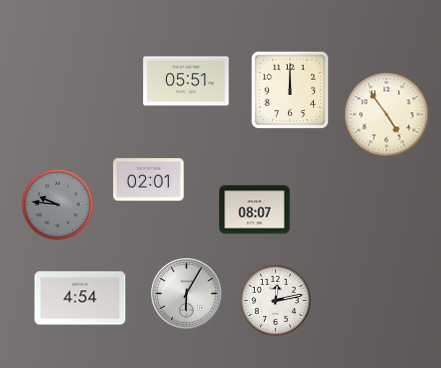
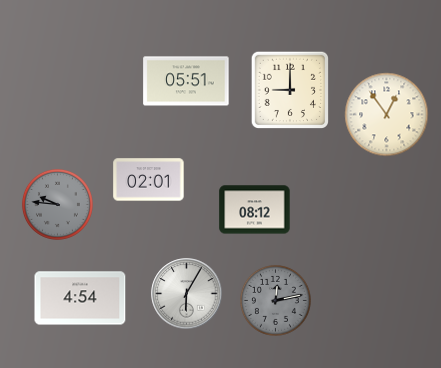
clock at (290, 90): 12:00 -> 9:00
clock at (387, 115): 4:54 -> 12:54
clock at (255, 210): 08:07 -> 08:12
clock at (275, 300) dial: white -> grey
